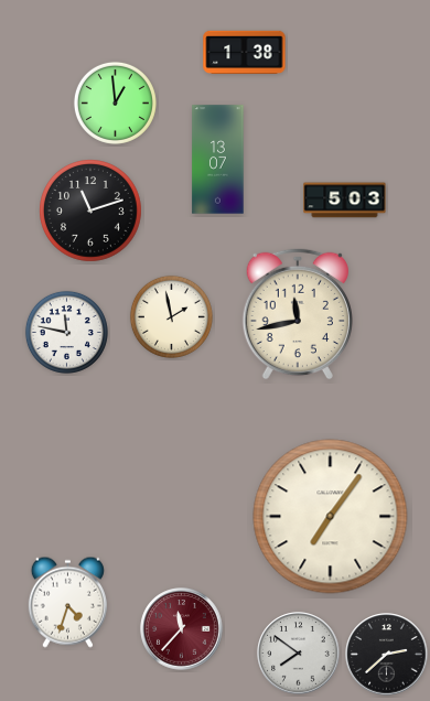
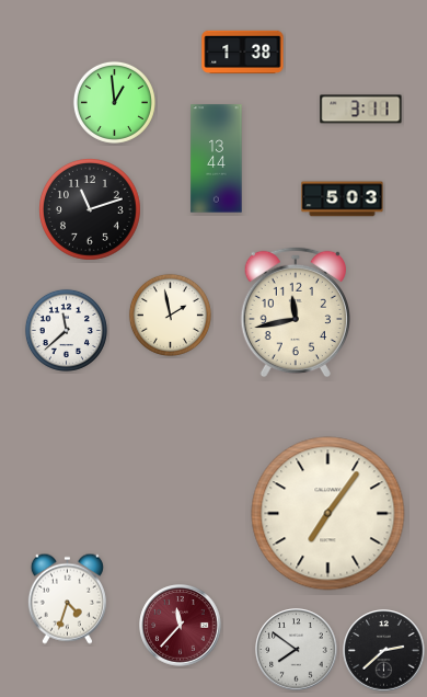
clock at (361, 110): none -> 3:11
clock at (218, 160): 13:07 -> 13:44
clock at (66, 332): 11:47 -> 11:38
